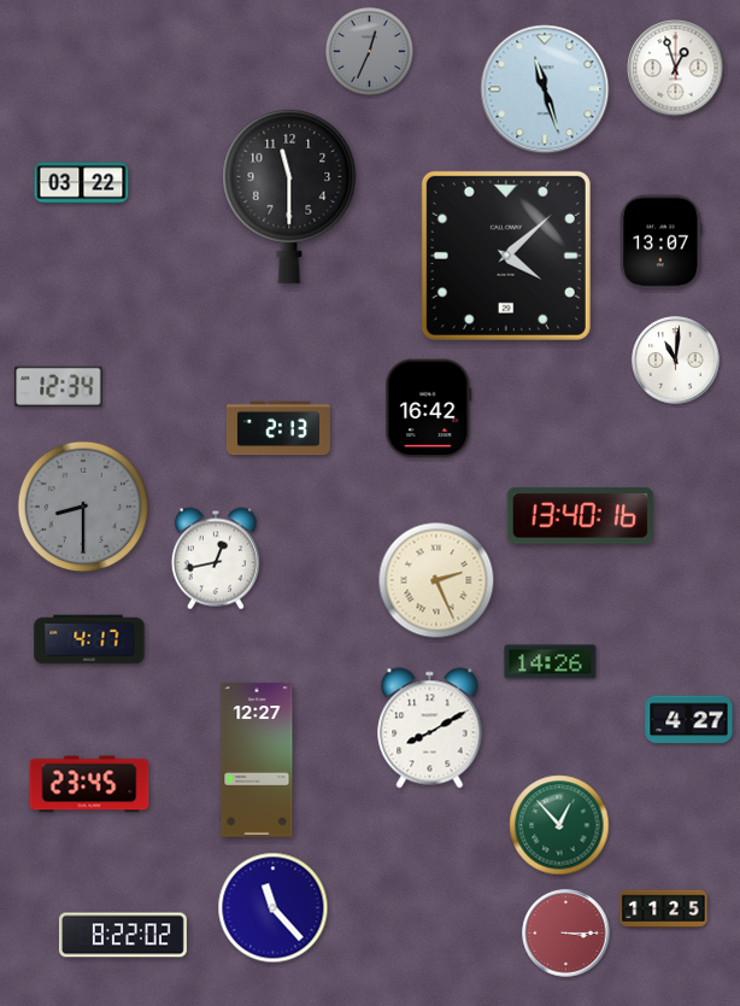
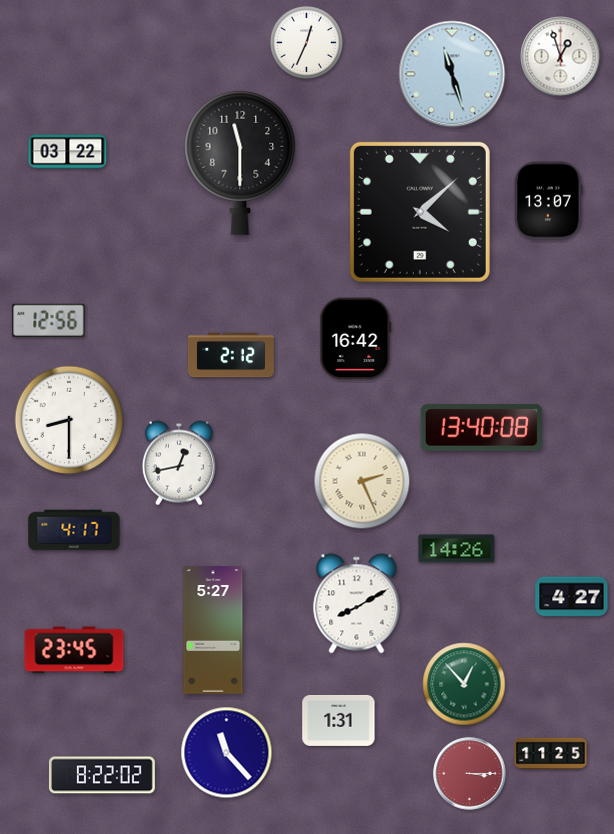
clock at (369, 51) dial: grey -> white
clock at (676, 361): 11:01 -> none
clock at (59, 386): 12:34 -> 12:56
clock at (278, 428): 2:13 -> 2:12
clock at (83, 507) dial: grey -> white
clock at (580, 516): 13:40:16 -> 13:40:08
clock at (257, 760): 12:27 -> 5:27
clock at (339, 720): none -> 1:31
